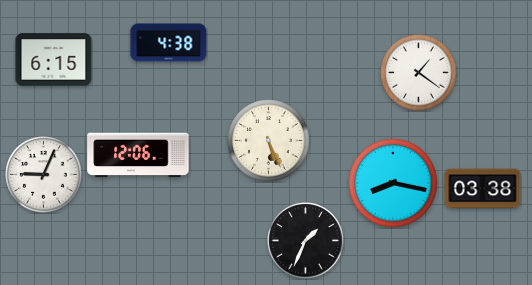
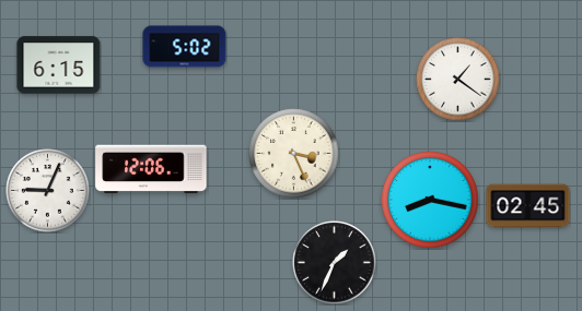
clock at (169, 43): 4:38 -> 5:02
clock at (269, 141): 5:26 -> 3:26
clock at (483, 189): 03:38 -> 02:45
